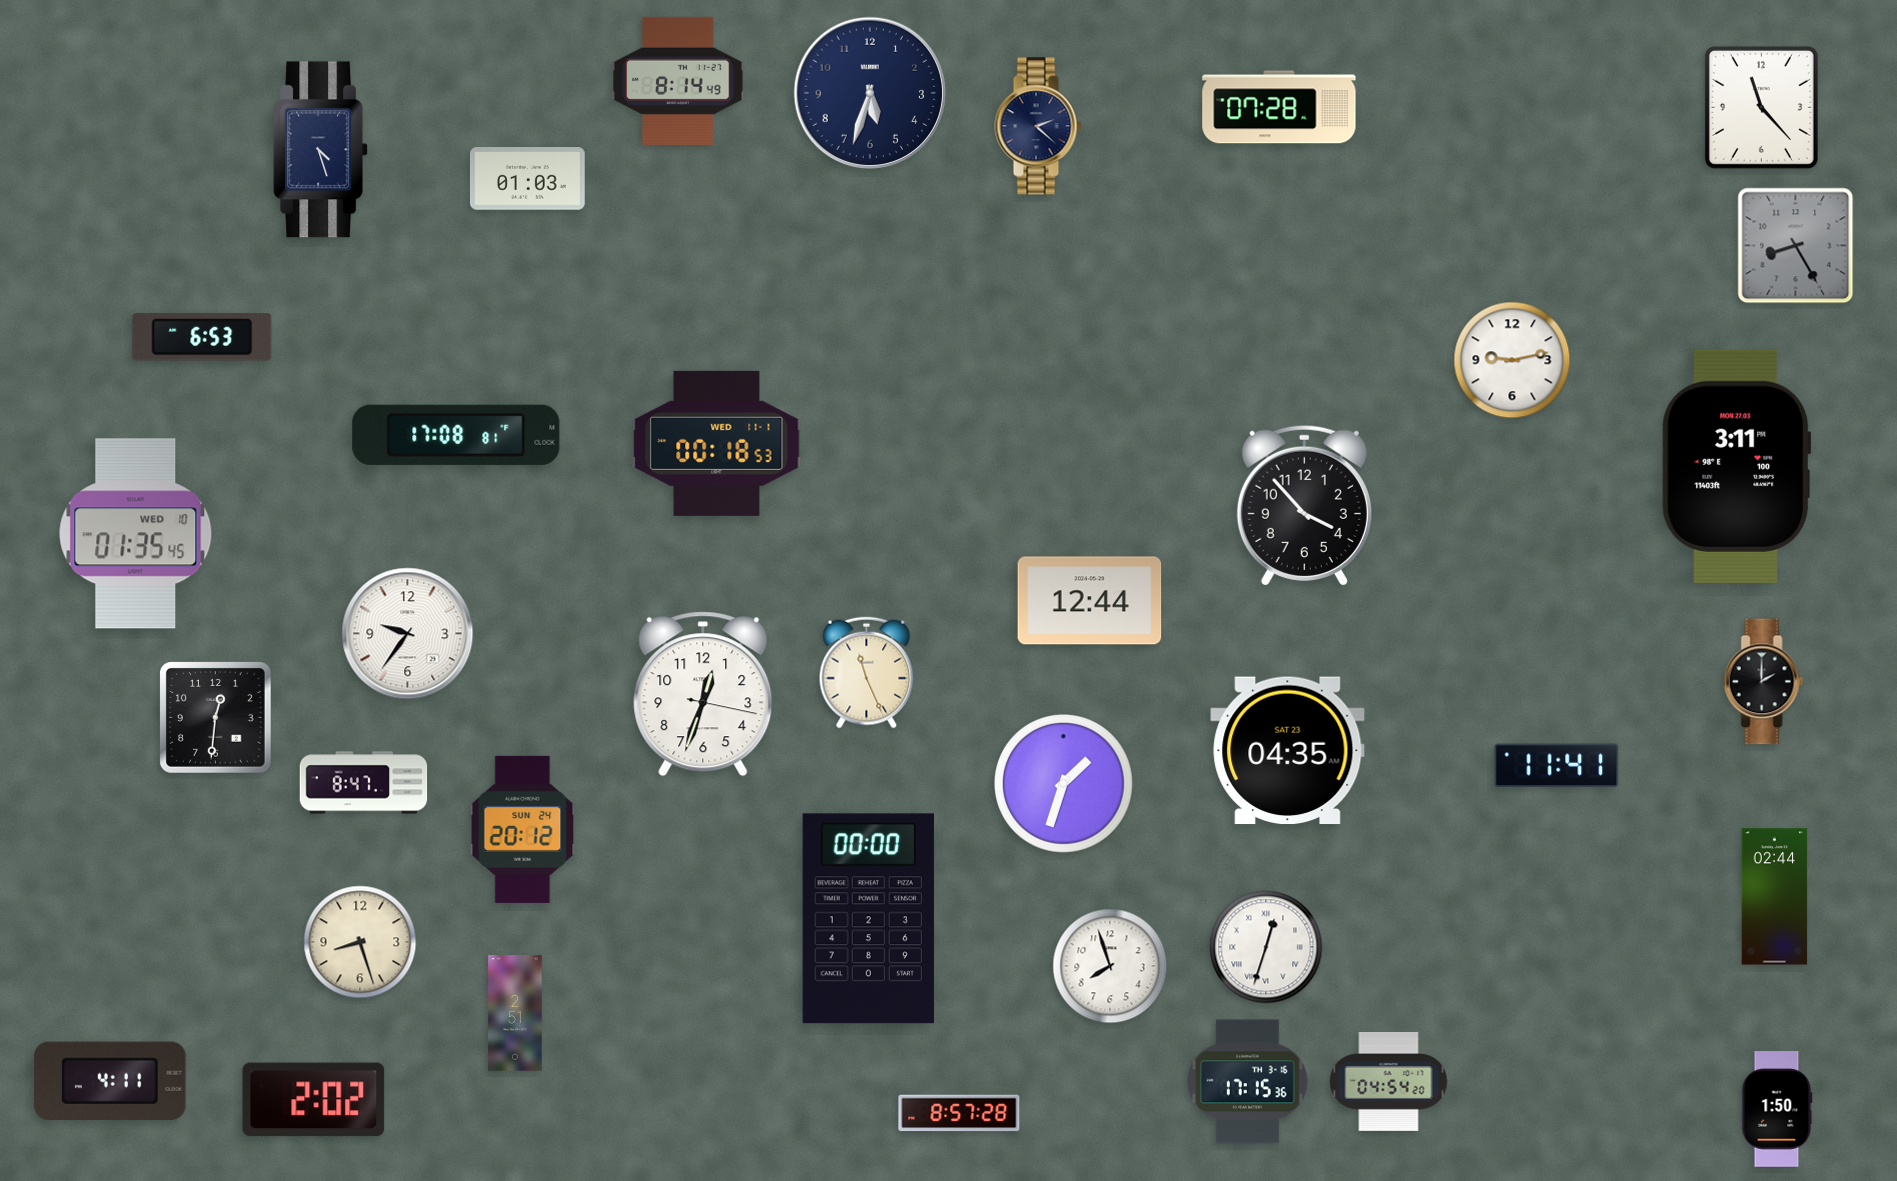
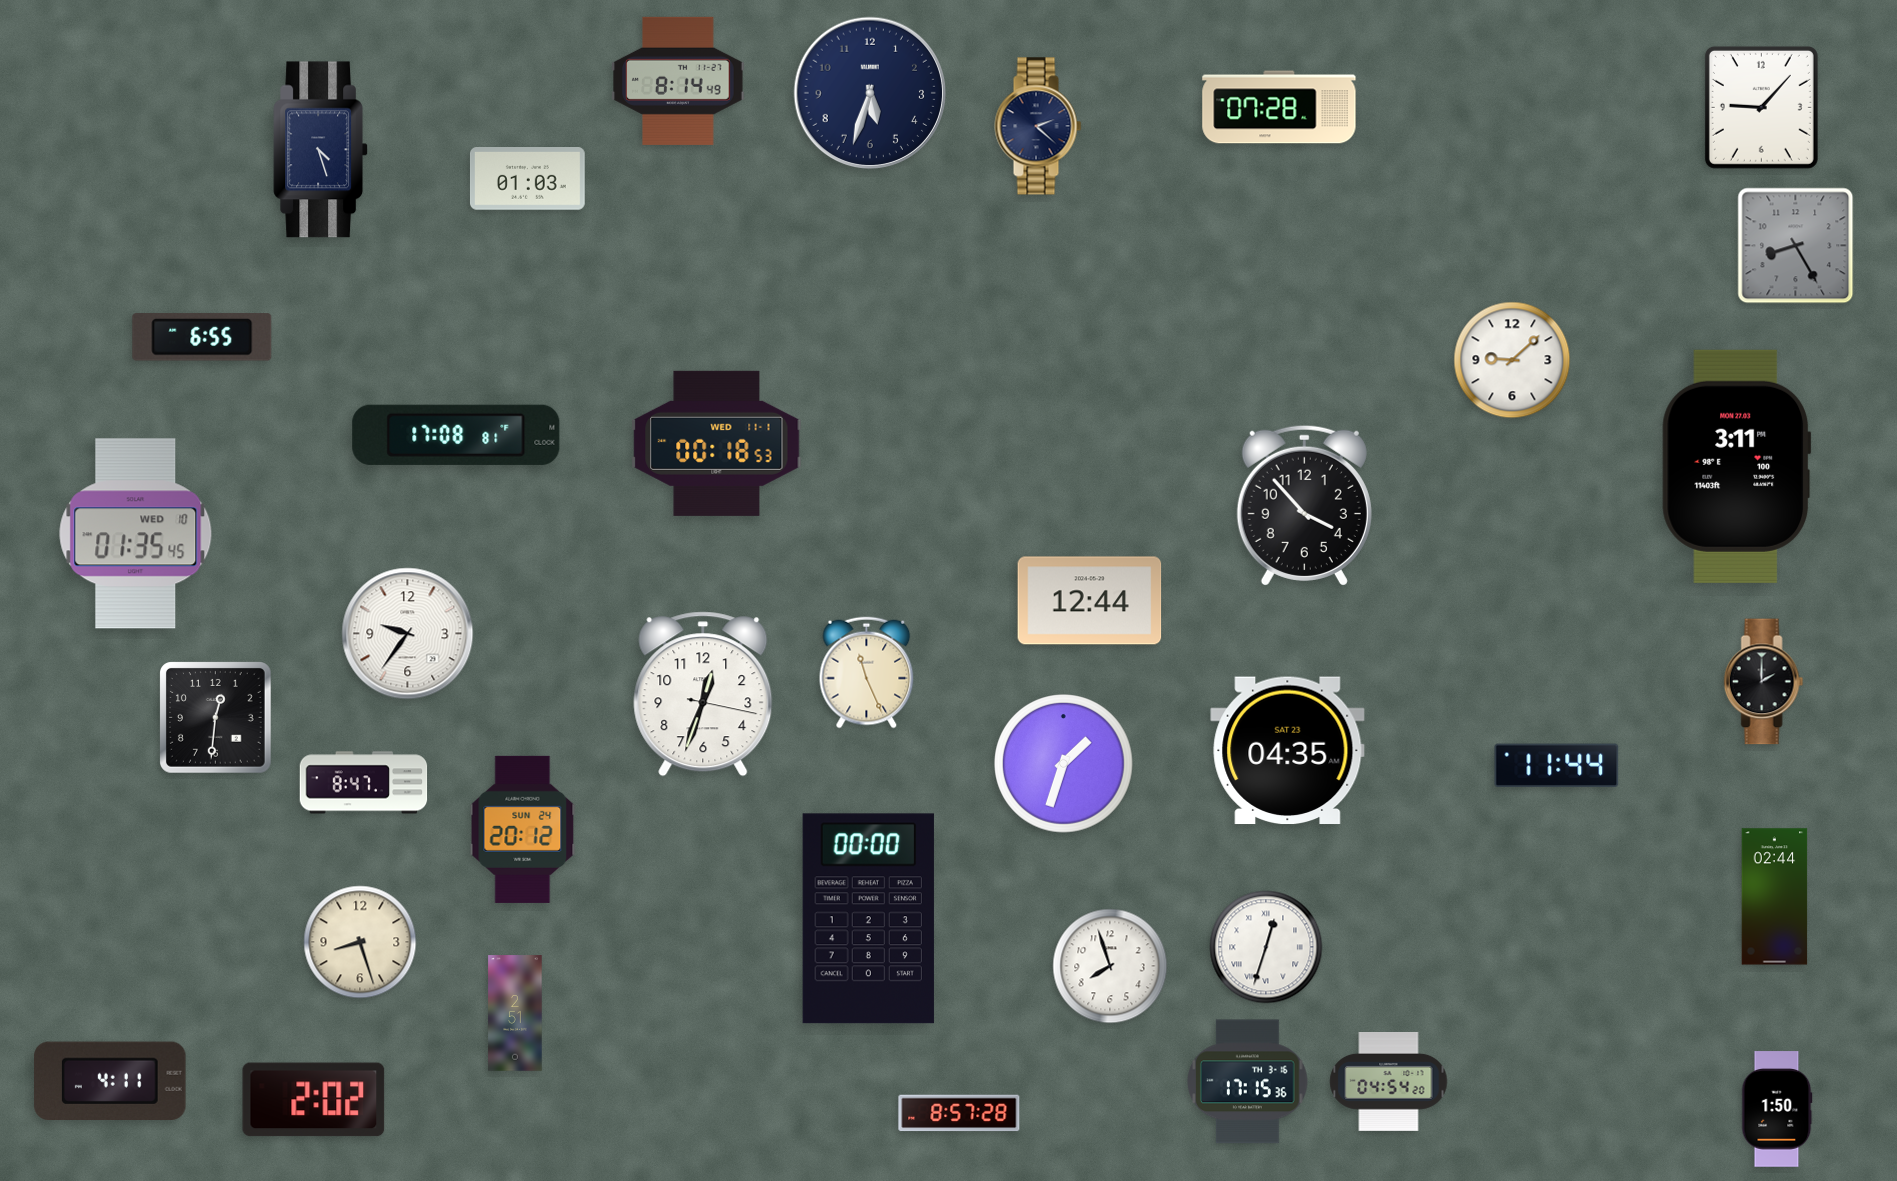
clock at (1761, 107): 11:23 -> 9:07
clock at (202, 337): 6:53 -> 6:55
clock at (1512, 360): 9:13 -> 9:08
clock at (1557, 765): 11:41 -> 11:44
clock at (1064, 784) position: (1064, 784) -> (1064, 764)
